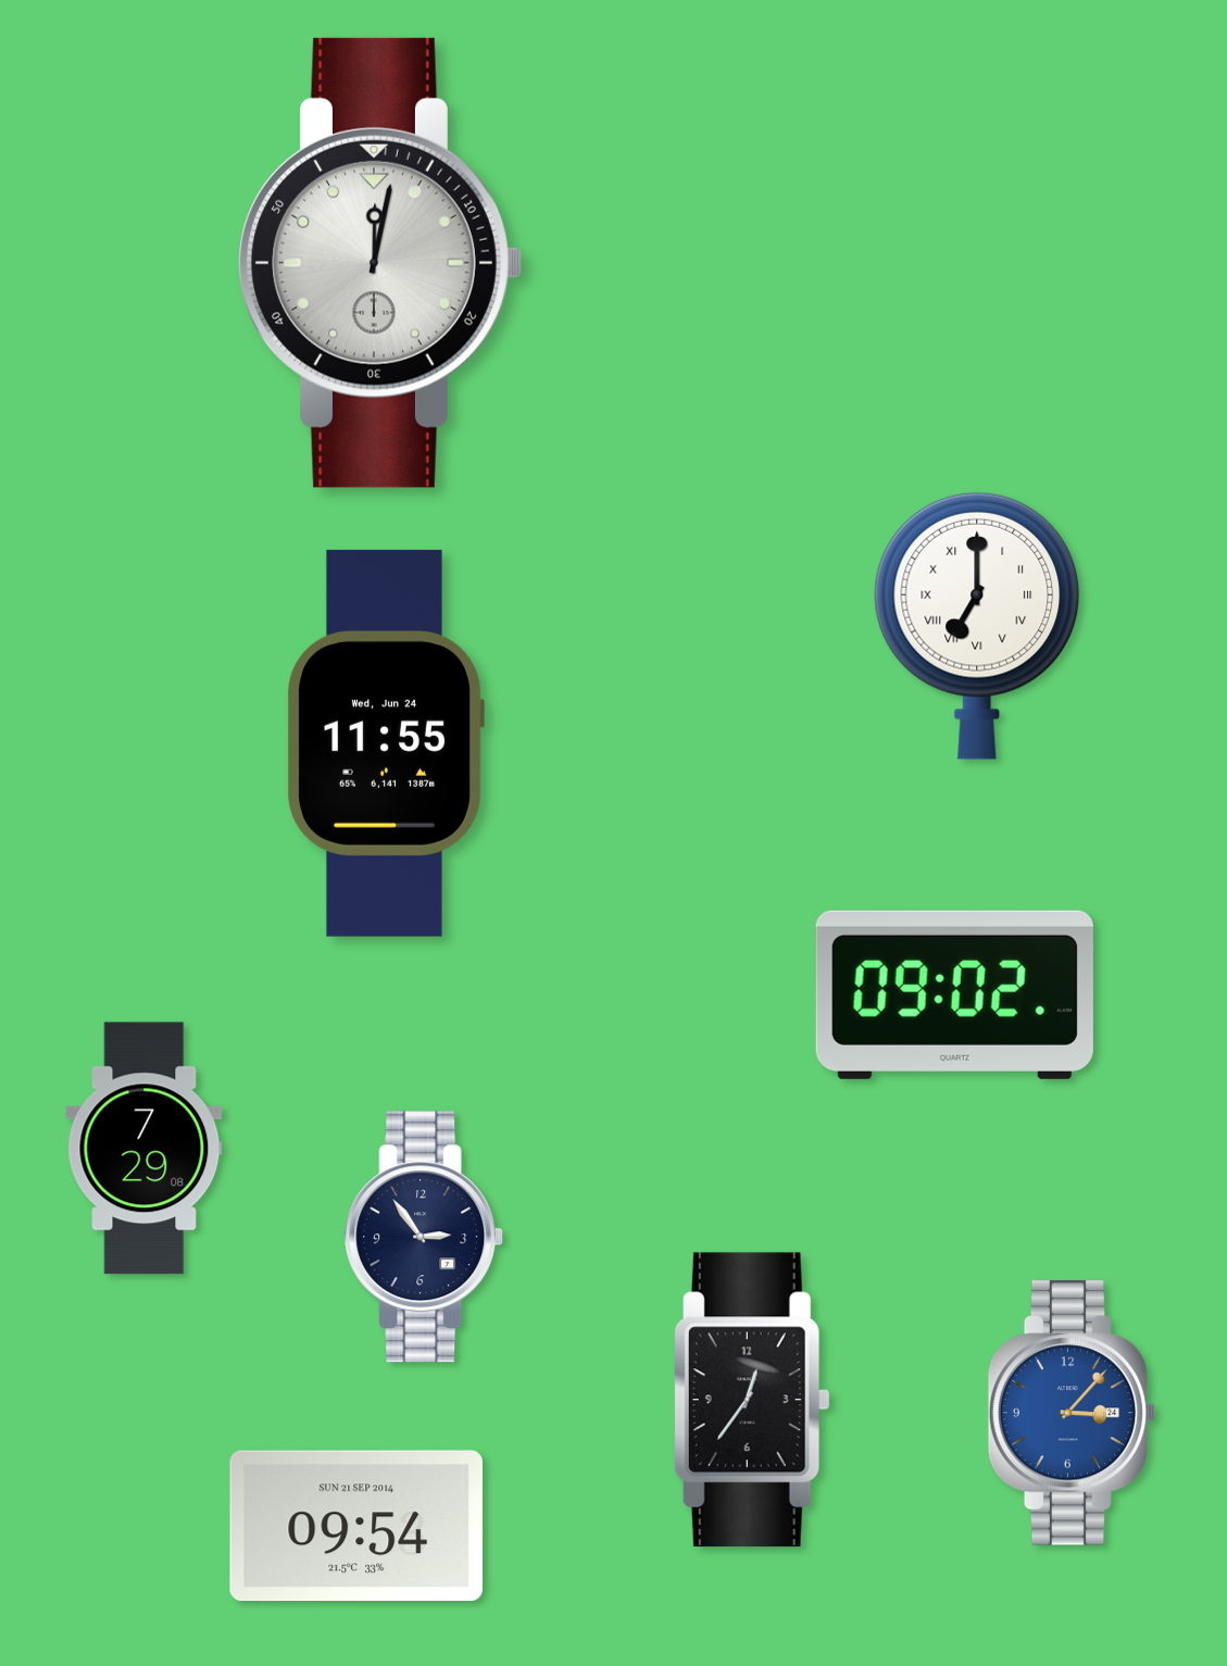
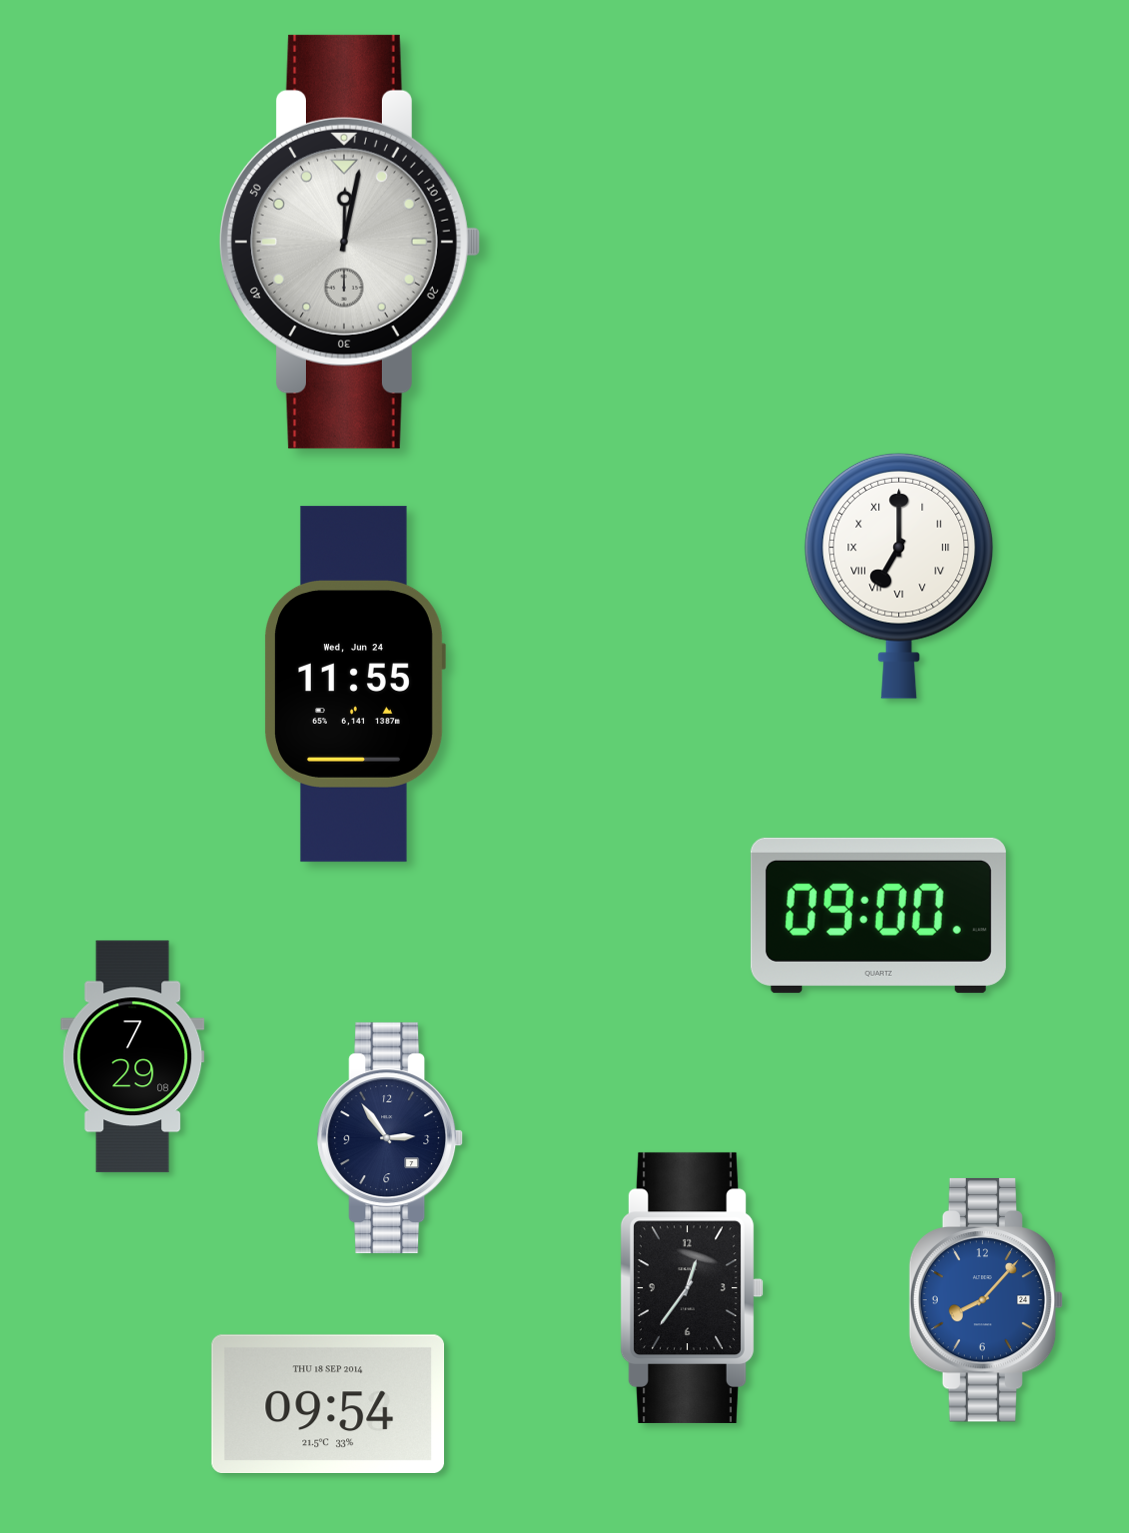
clock at (954, 994): 09:02 -> 09:00
clock at (1072, 1413): 3:07 -> 8:07
clock at (356, 1525) date: SUN 21 SEP 2014 -> THU 18 SEP 2014
